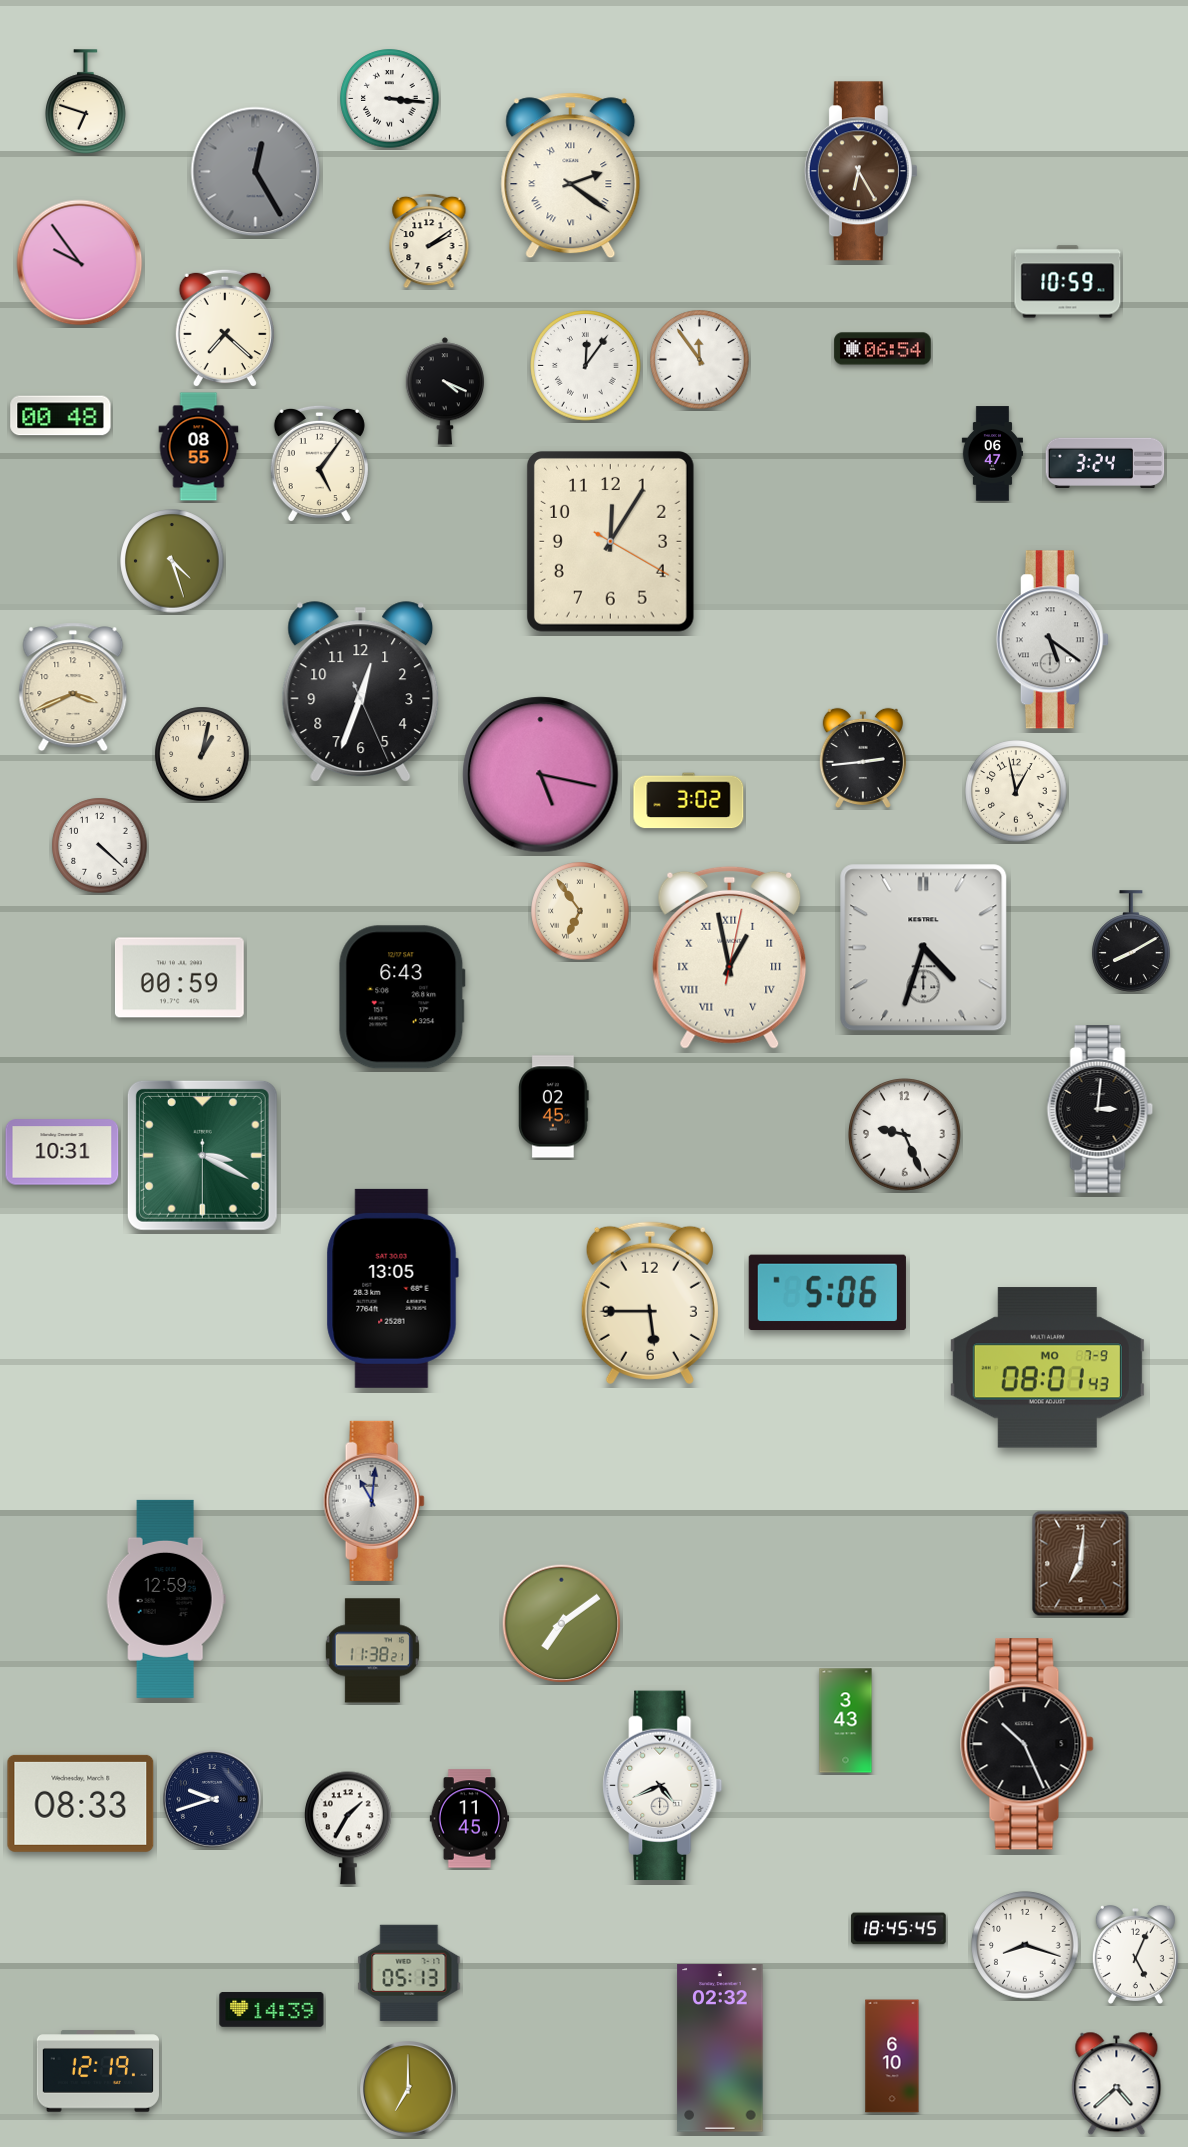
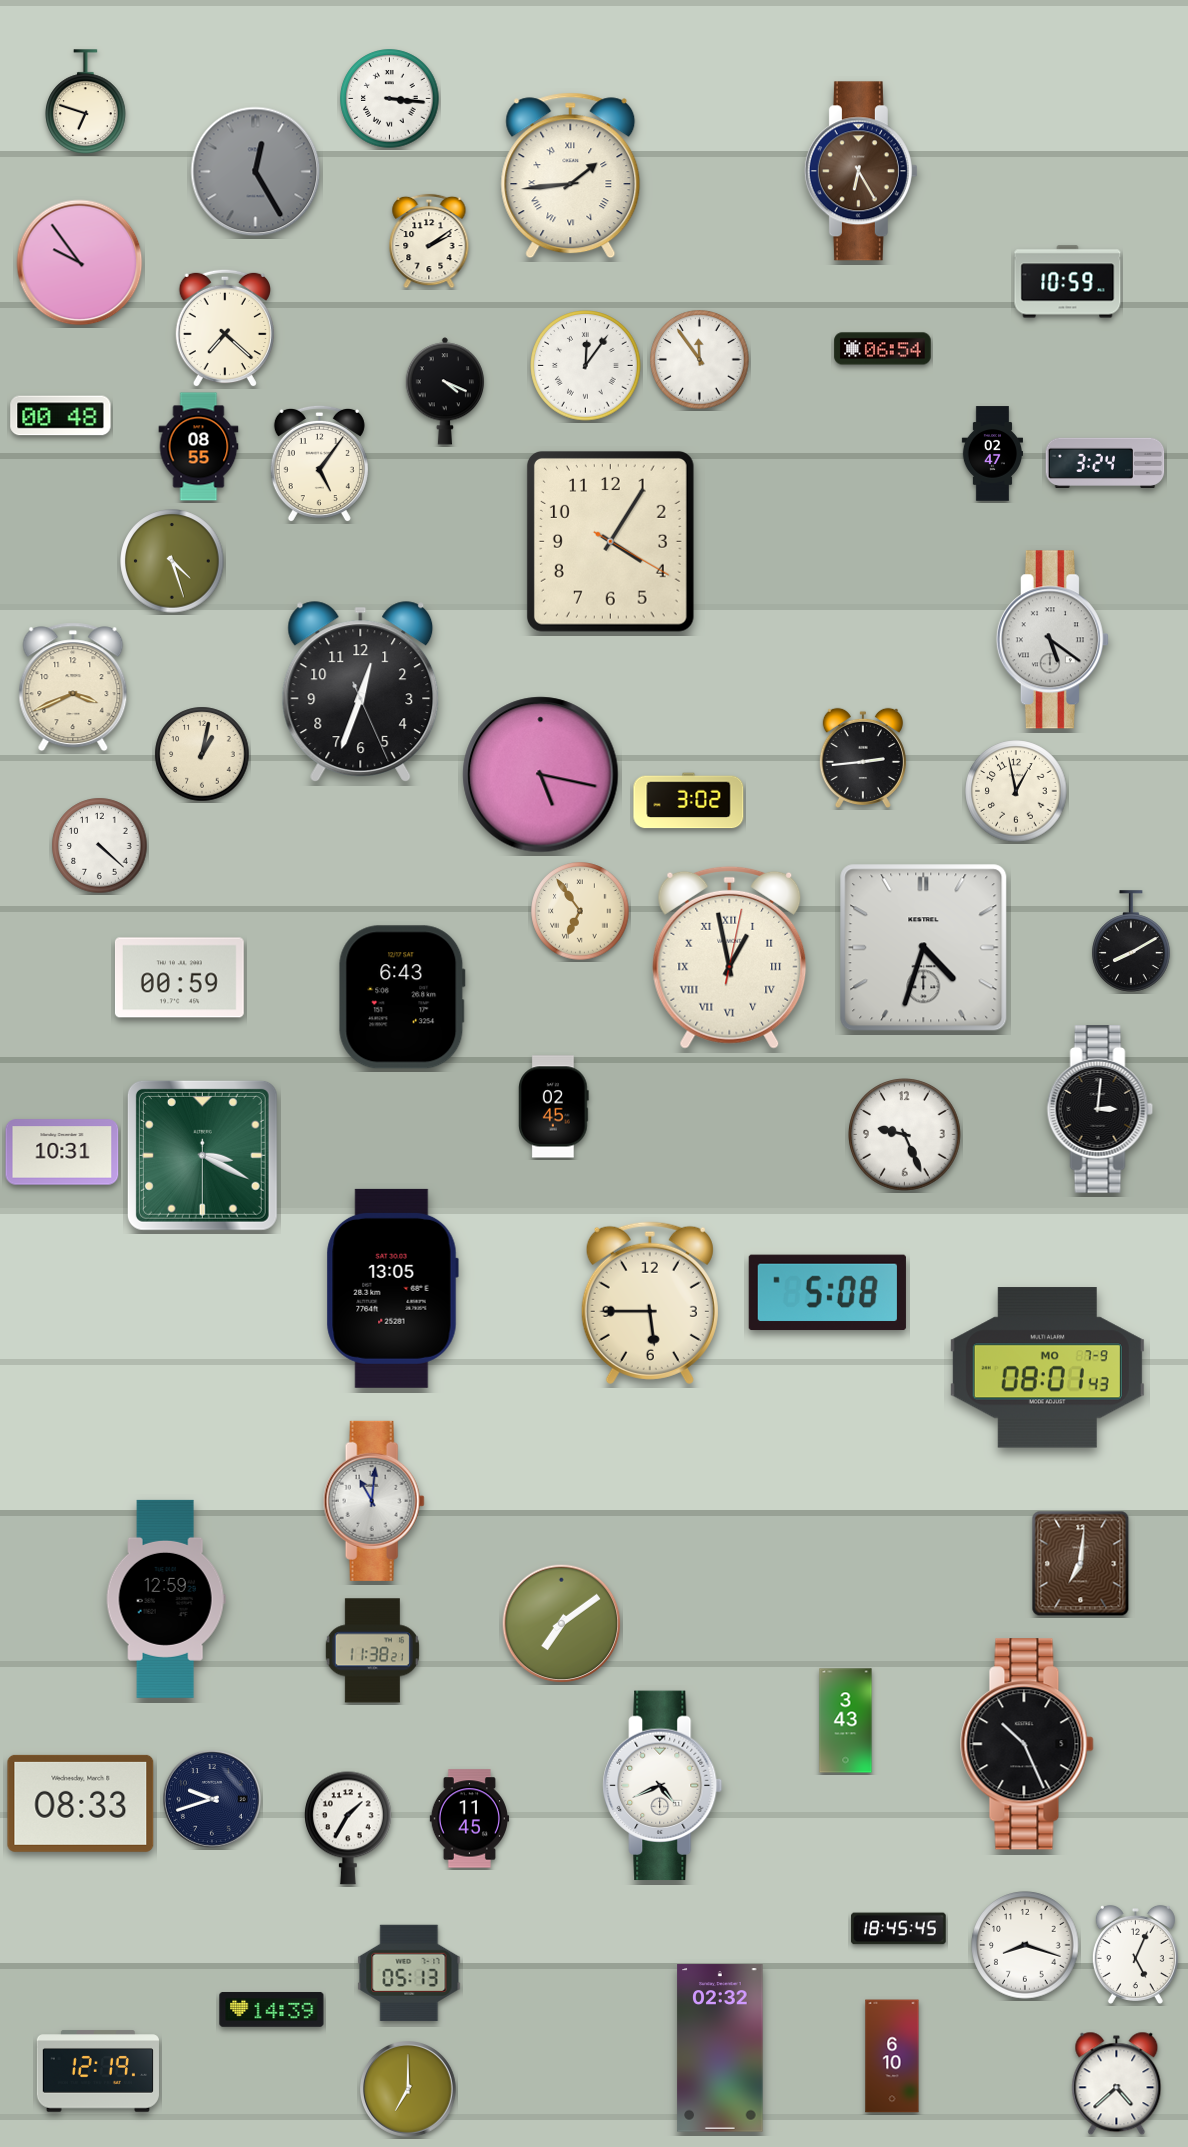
clock at (571, 176): 2:21 -> 1:44
clock at (992, 454): 06:47 -> 02:47
clock at (610, 541): 12:05 -> 4:05
clock at (827, 1293): 5:06 -> 5:08
